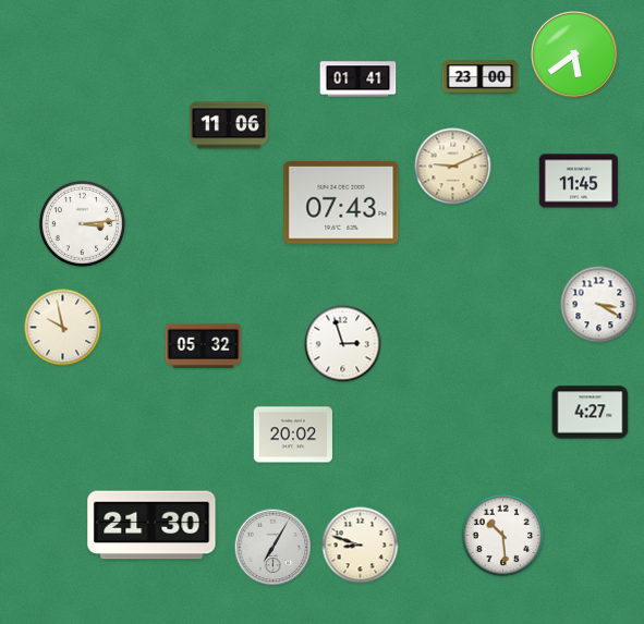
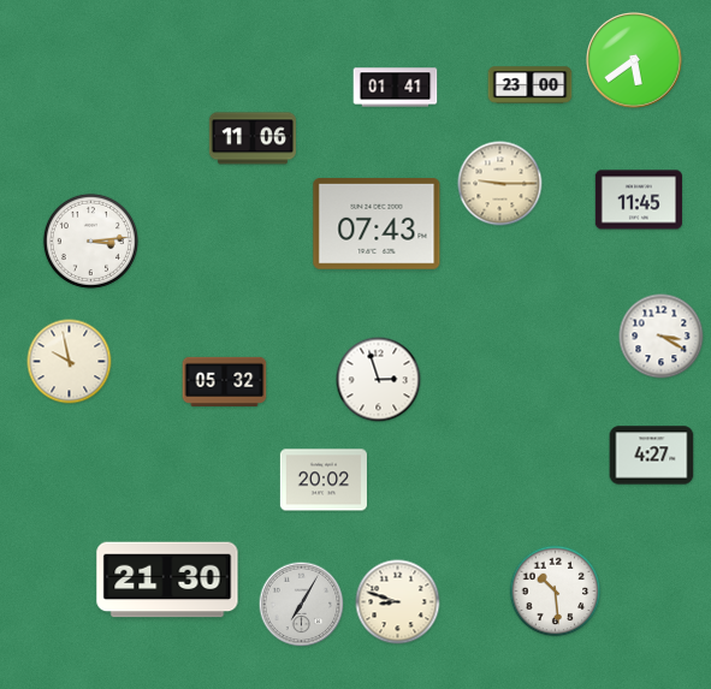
clock at (453, 167): 9:11 -> 9:15
clock at (82, 223) position: (82, 223) -> (90, 240)
